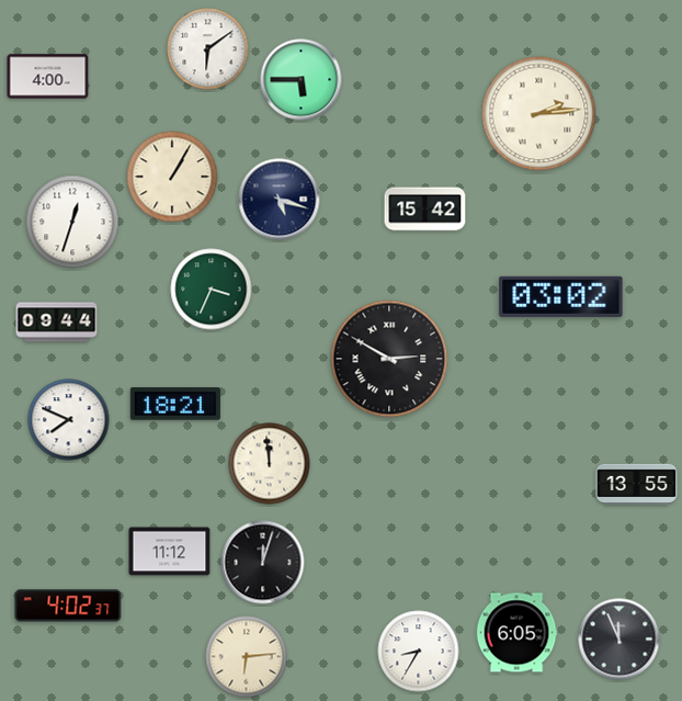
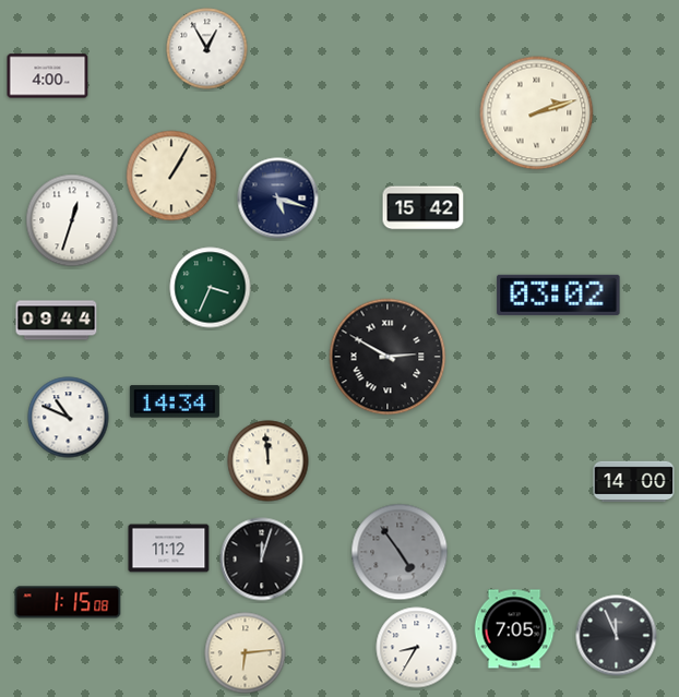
clock at (208, 49): 6:09 -> 12:55
clock at (302, 80): 5:45 -> none
clock at (539, 114): 2:14 -> 2:12
clock at (175, 404): 18:21 -> 14:34
clock at (69, 420): 7:49 -> 10:49
clock at (637, 484): 13:55 -> 14:00
clock at (400, 552): none -> 4:54
clock at (68, 606): 4:02 -> 1:15
clock at (516, 633): 6:05 -> 7:05
